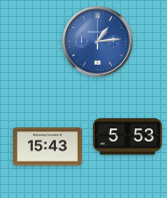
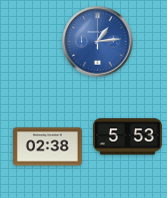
clock at (48, 147): 15:43 -> 02:38
